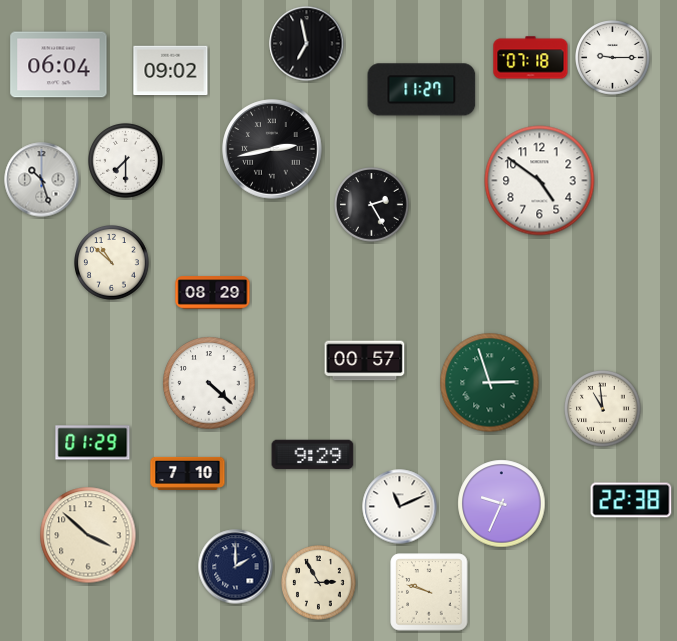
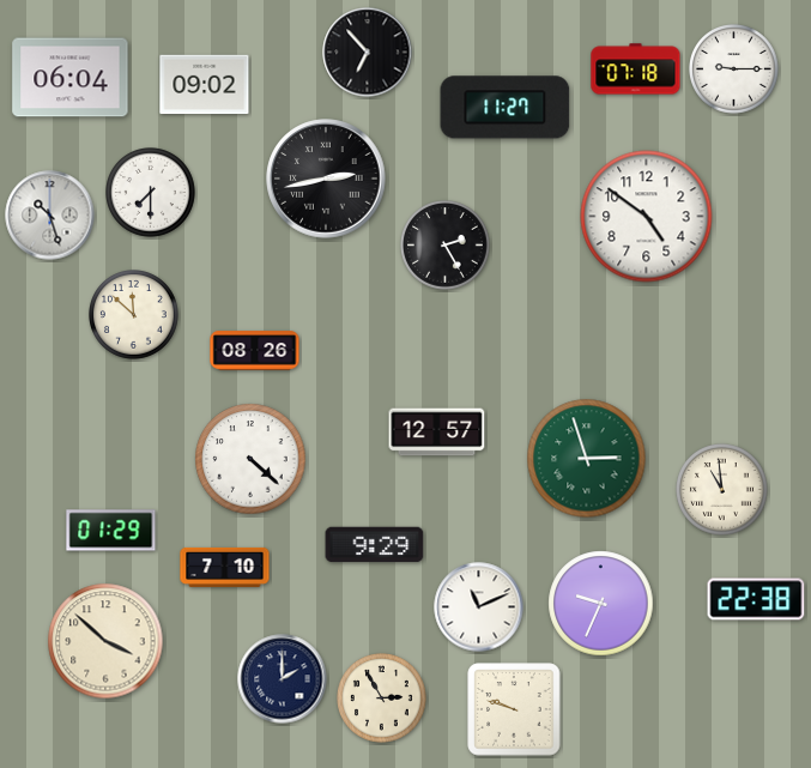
clock at (307, 44): 6:58 -> 6:53
clock at (112, 263): 10:52 -> 11:52
clock at (213, 293): 08:29 -> 08:26
clock at (365, 361): 00:57 -> 12:57
